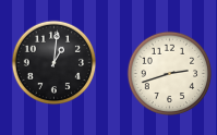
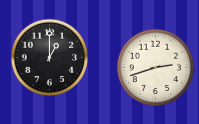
clock at (53, 62): 1:01 -> 1:00
